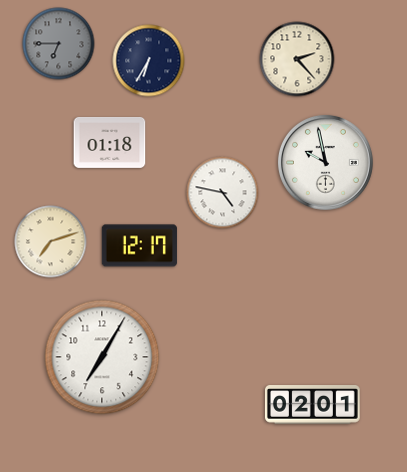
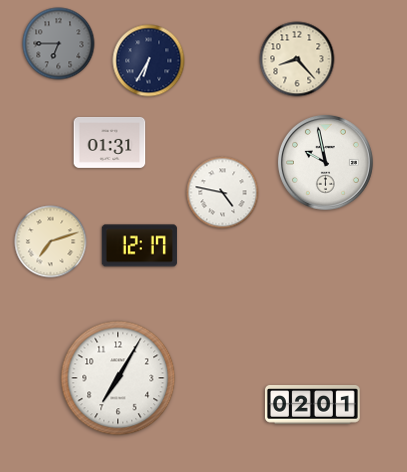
clock at (297, 59): 2:23 -> 8:23
clock at (110, 142): 01:18 -> 01:31
clock at (102, 357) position: (102, 357) -> (118, 378)
